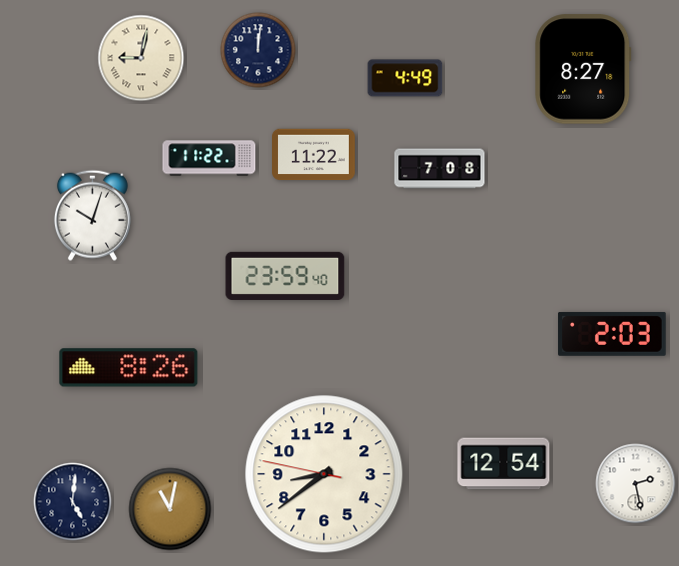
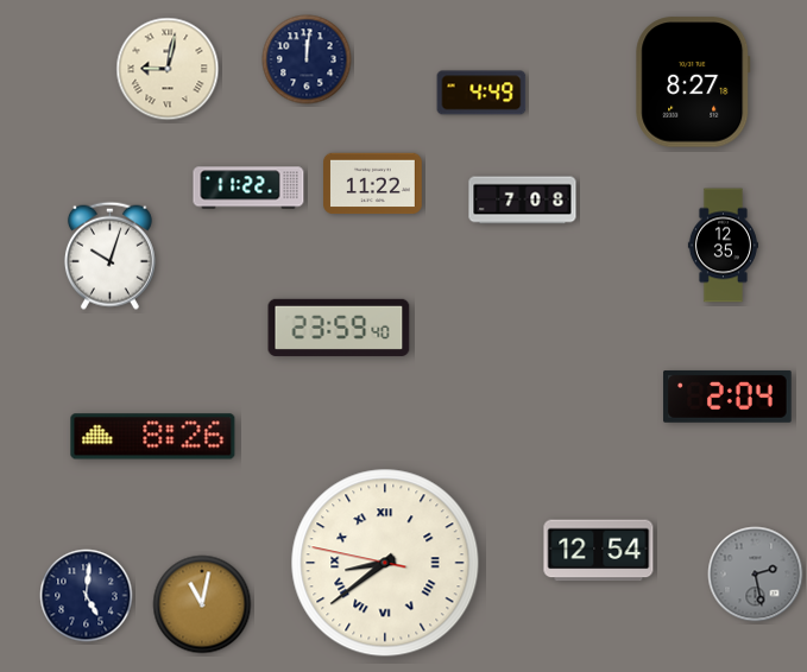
clock at (723, 246): none -> 12:35
clock at (612, 334): 2:03 -> 2:04
clock at (324, 474) numerals: Arabic -> Roman
clock at (636, 484) dial: white -> grey
